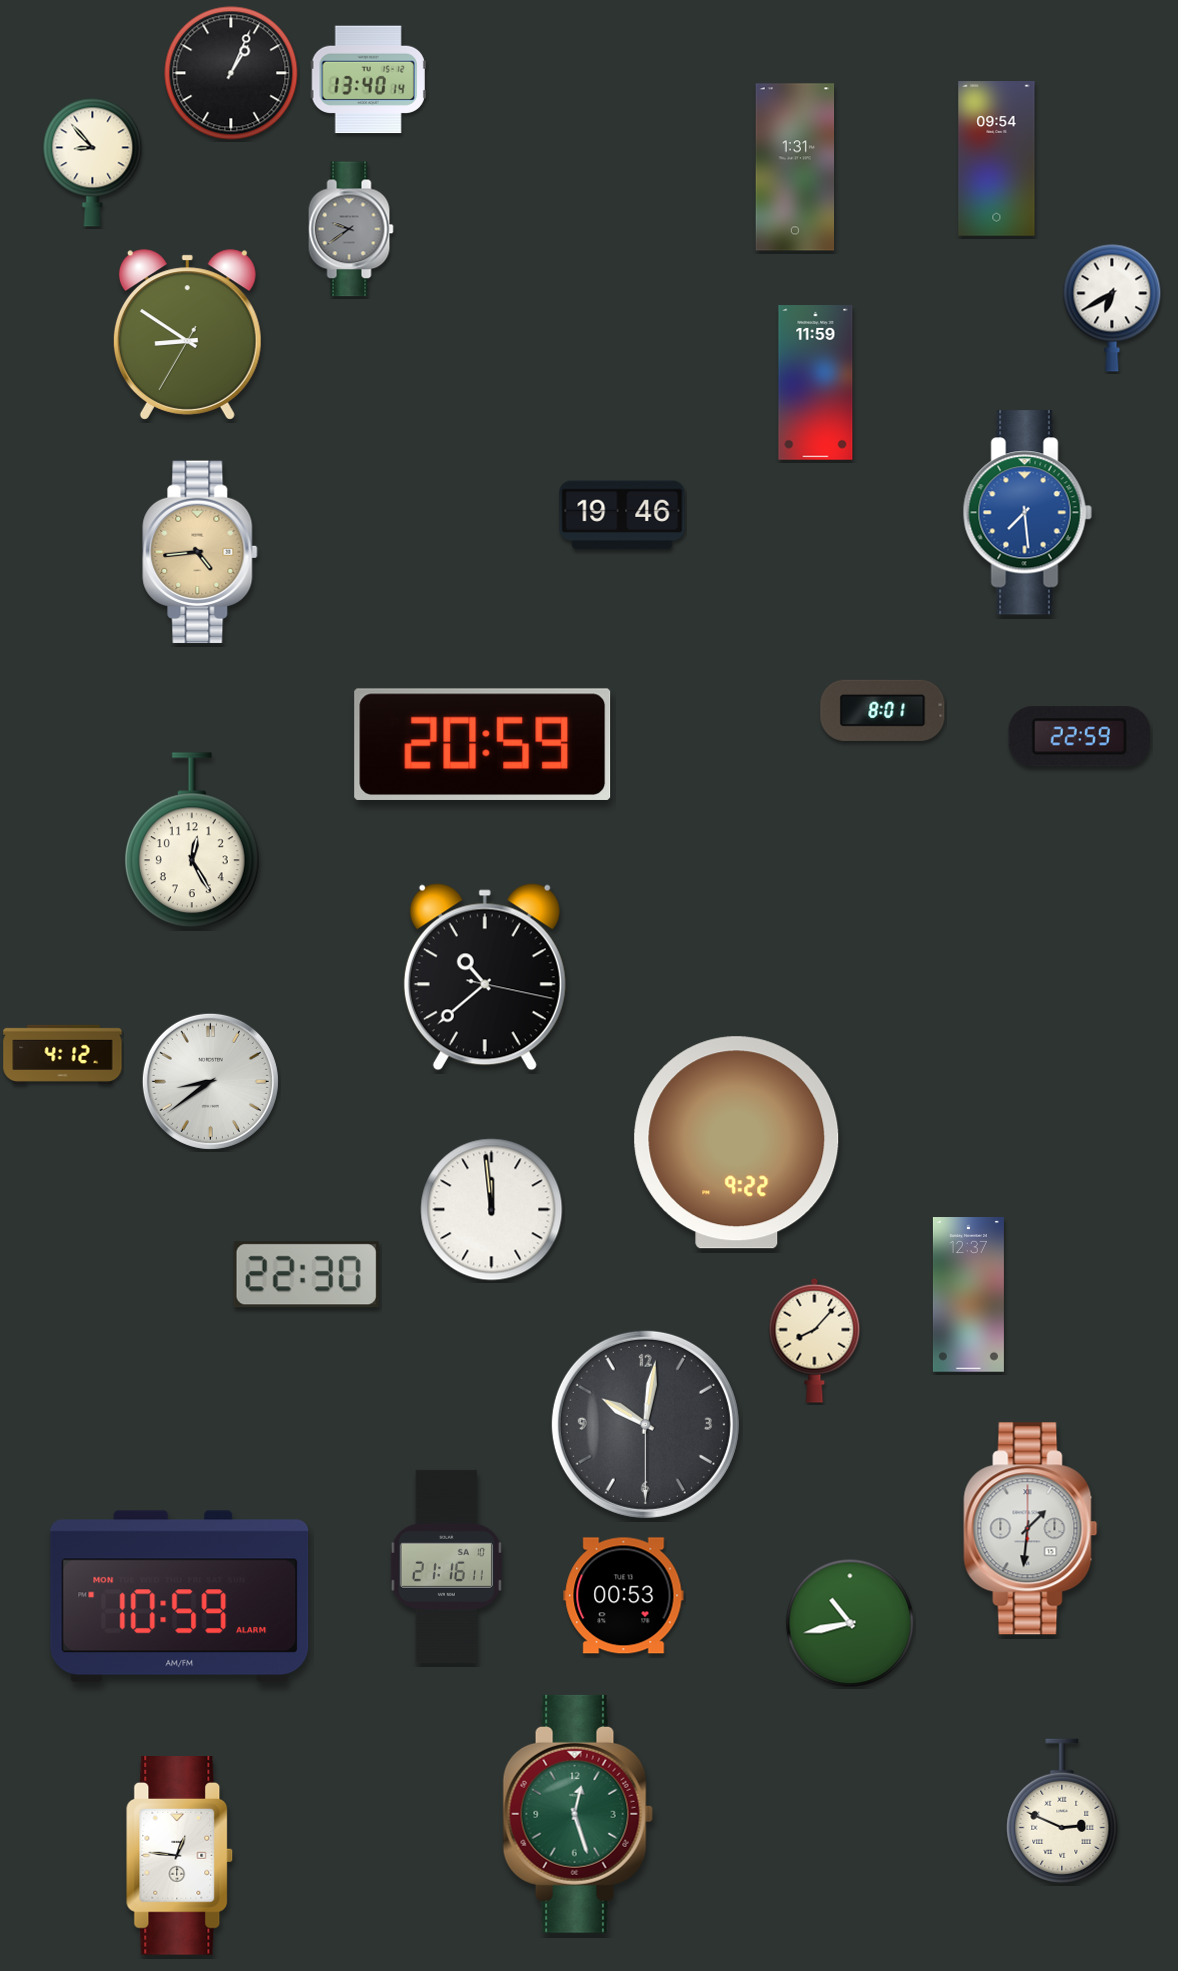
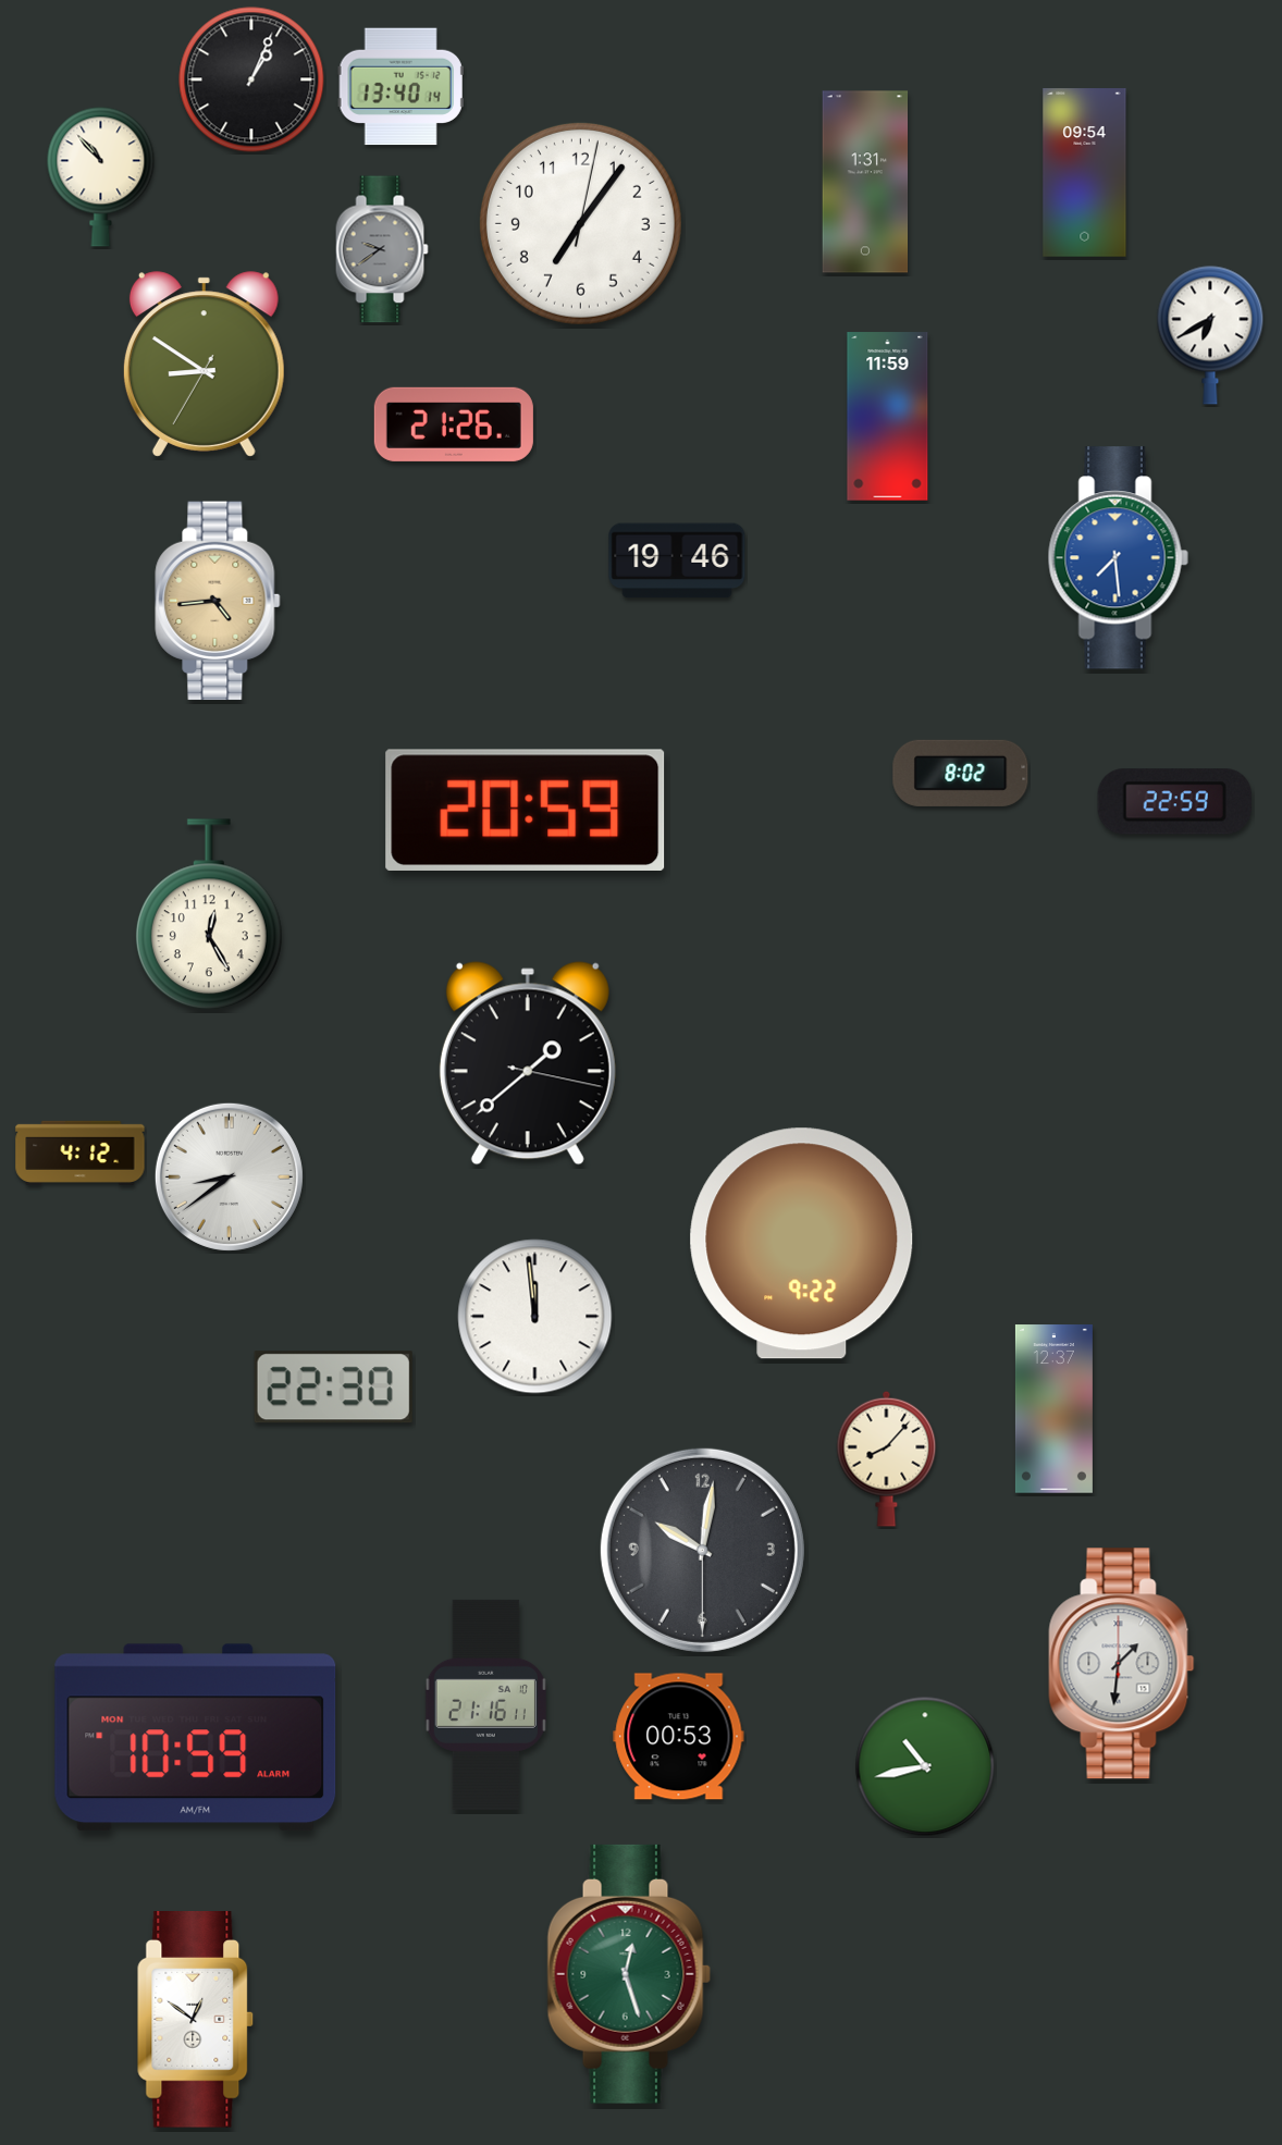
clock at (93, 162): 8:53 -> 10:53
clock at (580, 223): none -> 7:06
clock at (454, 424): none -> 21:26
clock at (883, 710): 8:01 -> 8:02
clock at (485, 977): 10:38 -> 1:38
clock at (63, 1054) position: (63, 1054) -> (81, 1152)
clock at (1062, 1811): 2:49 -> none
clock at (180, 1856): 12:46 -> 12:51
